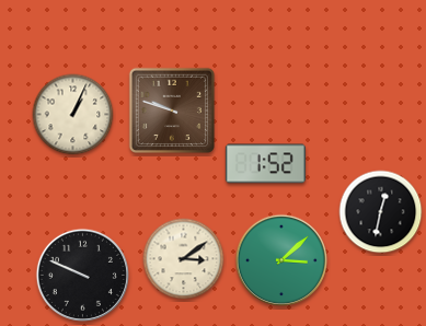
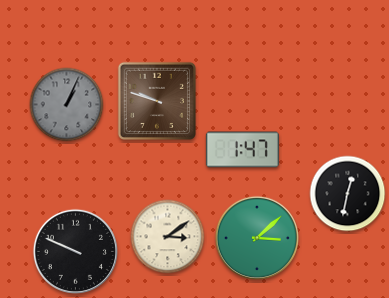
clock at (73, 115) dial: cream -> grey
clock at (265, 164): 1:52 -> 1:47
